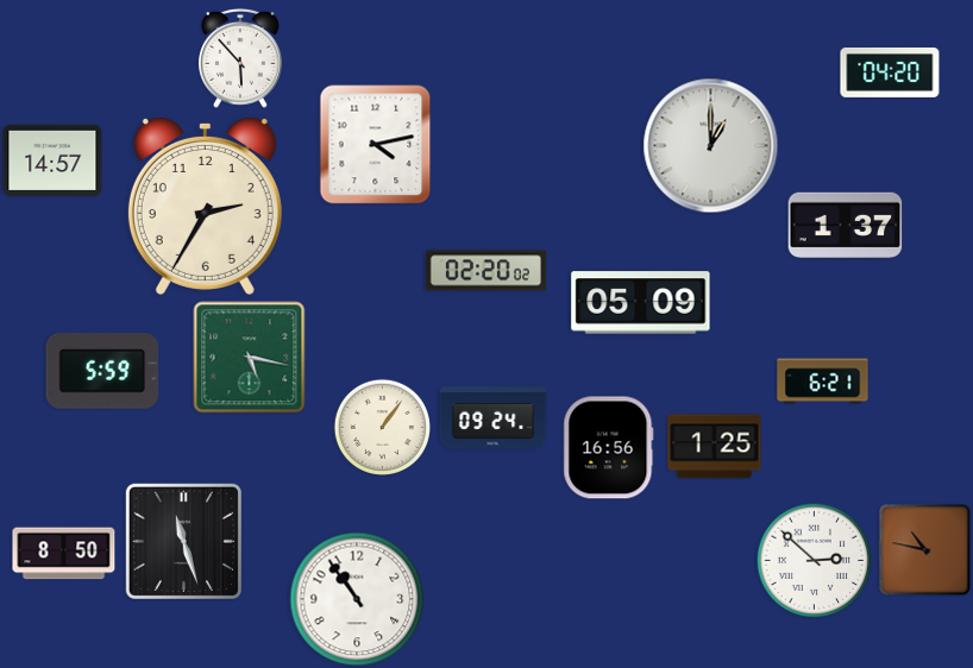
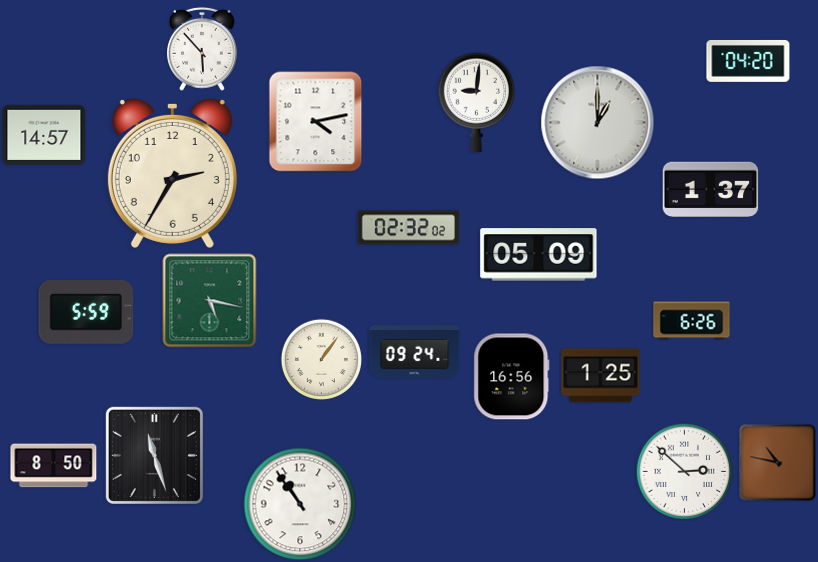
clock at (477, 102): none -> 9:01
clock at (485, 271): 02:20 -> 02:32
clock at (823, 382): 6:21 -> 6:26
